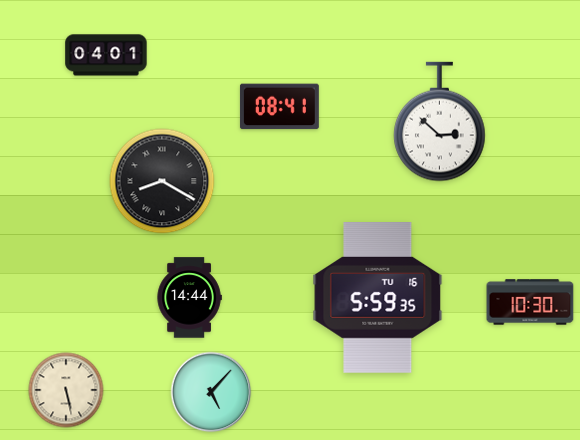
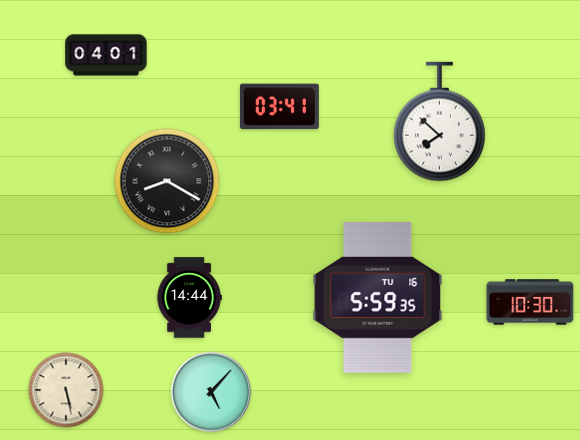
clock at (279, 107): 08:41 -> 03:41
clock at (440, 122): 2:52 -> 7:52
clock at (162, 181) position: (162, 181) -> (167, 181)
